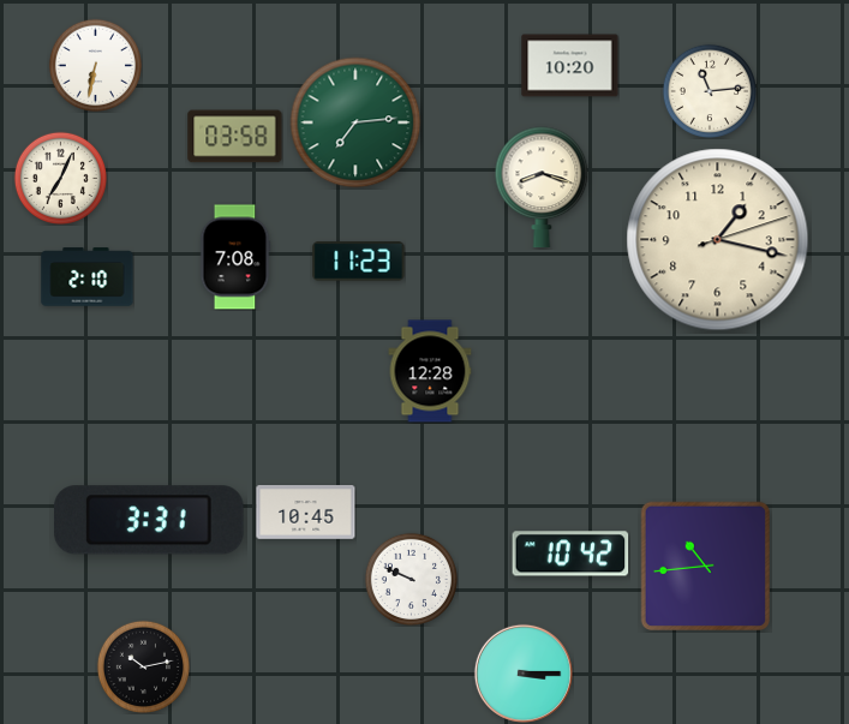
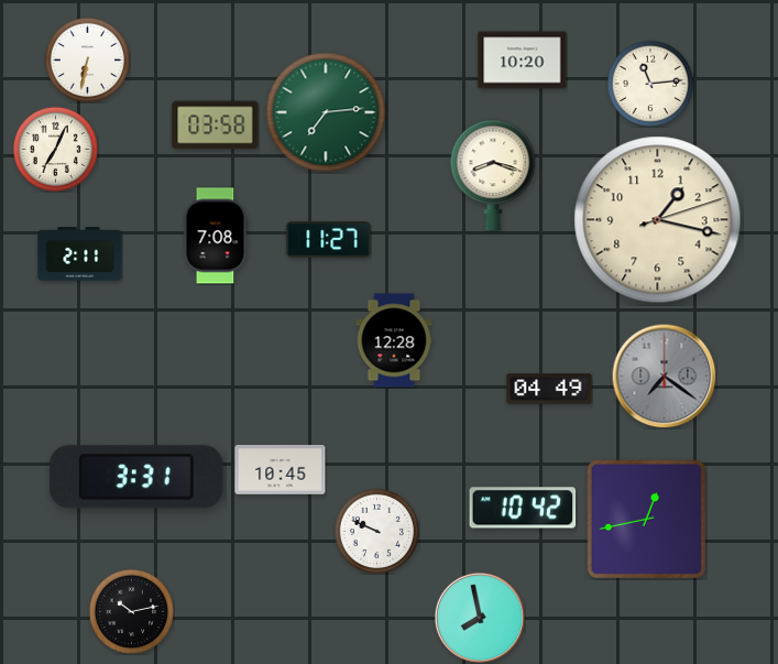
clock at (60, 178) position: (60, 178) -> (55, 149)
clock at (542, 187) position: (542, 187) -> (493, 175)
clock at (359, 262): 11:23 -> 11:27
clock at (88, 277): 2:10 -> 2:11
clock at (664, 375): none -> 7:21
clock at (549, 389): none -> 04:49
clock at (705, 566): 10:44 -> 12:43
clock at (524, 674): 3:15 -> 7:58
